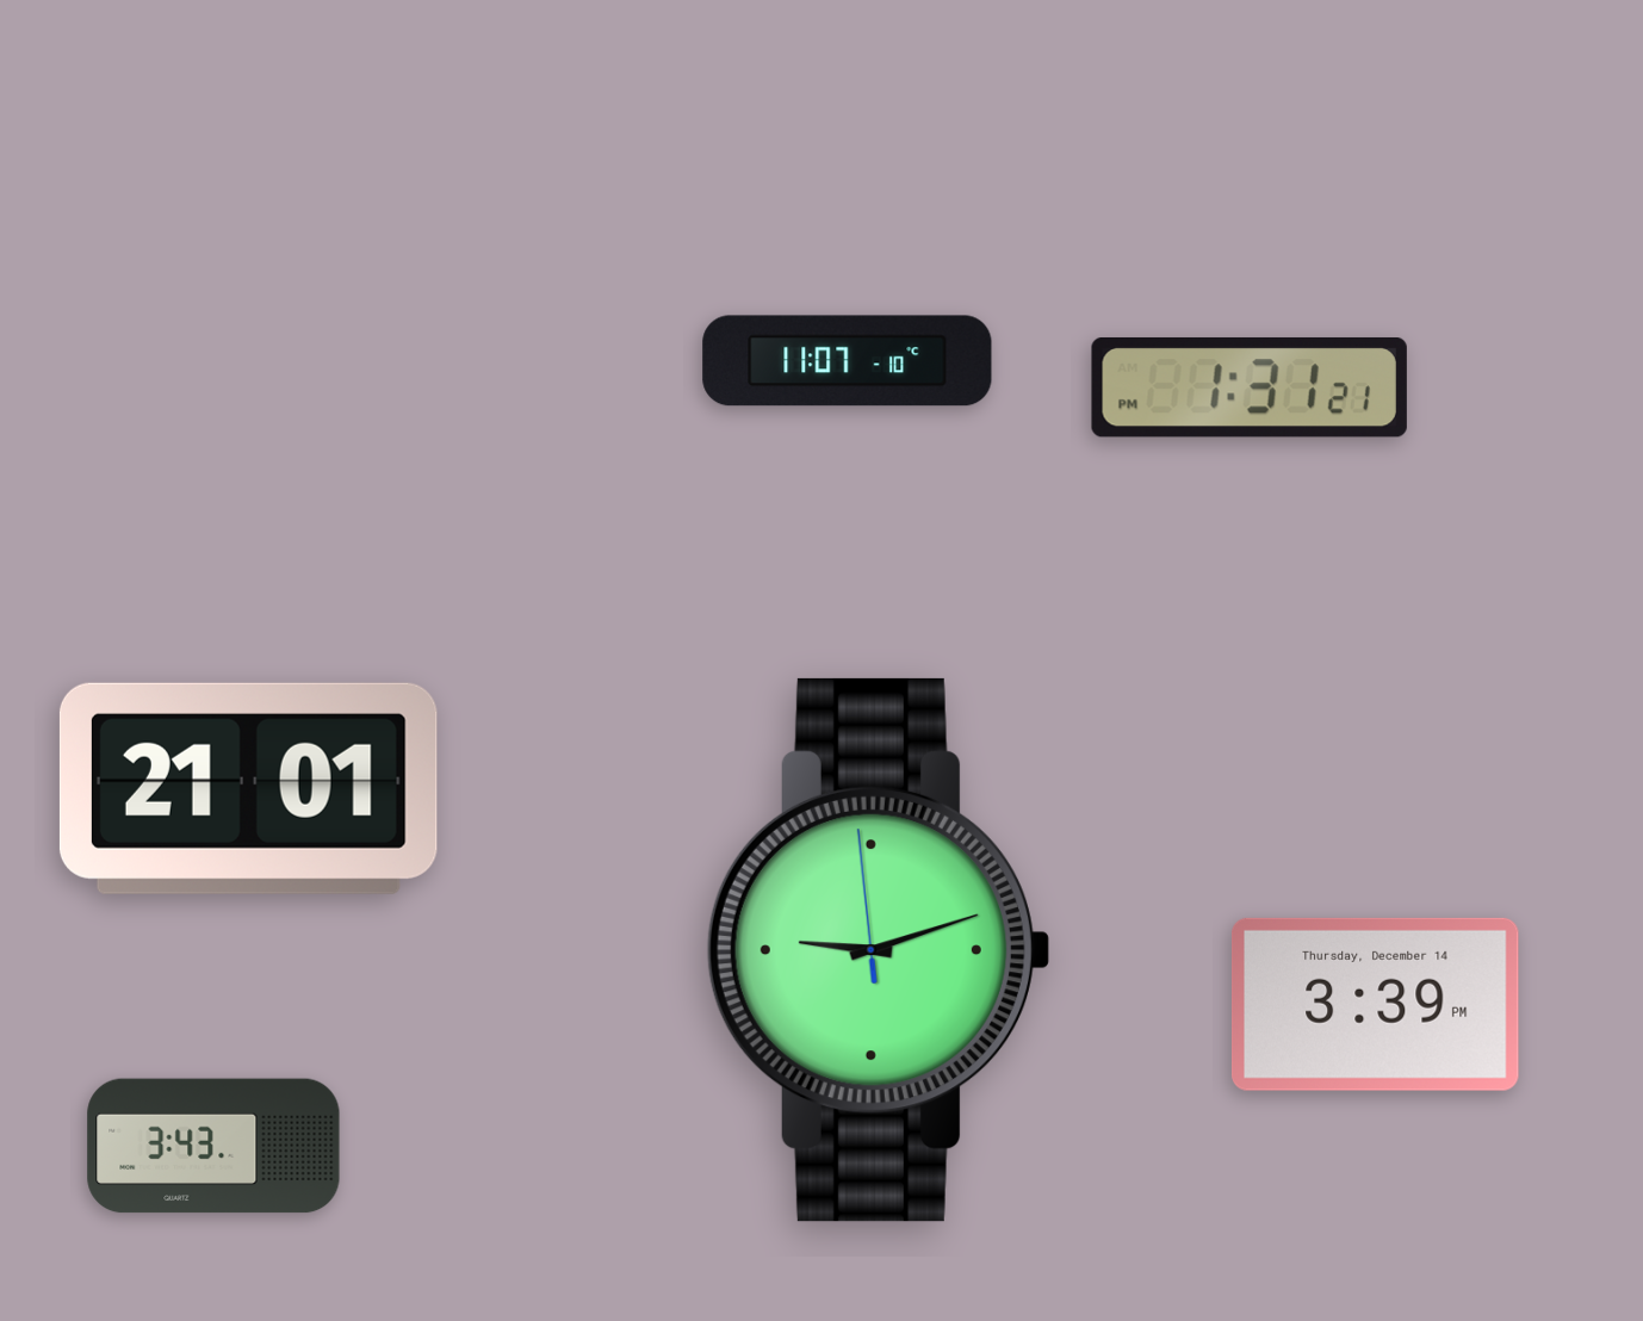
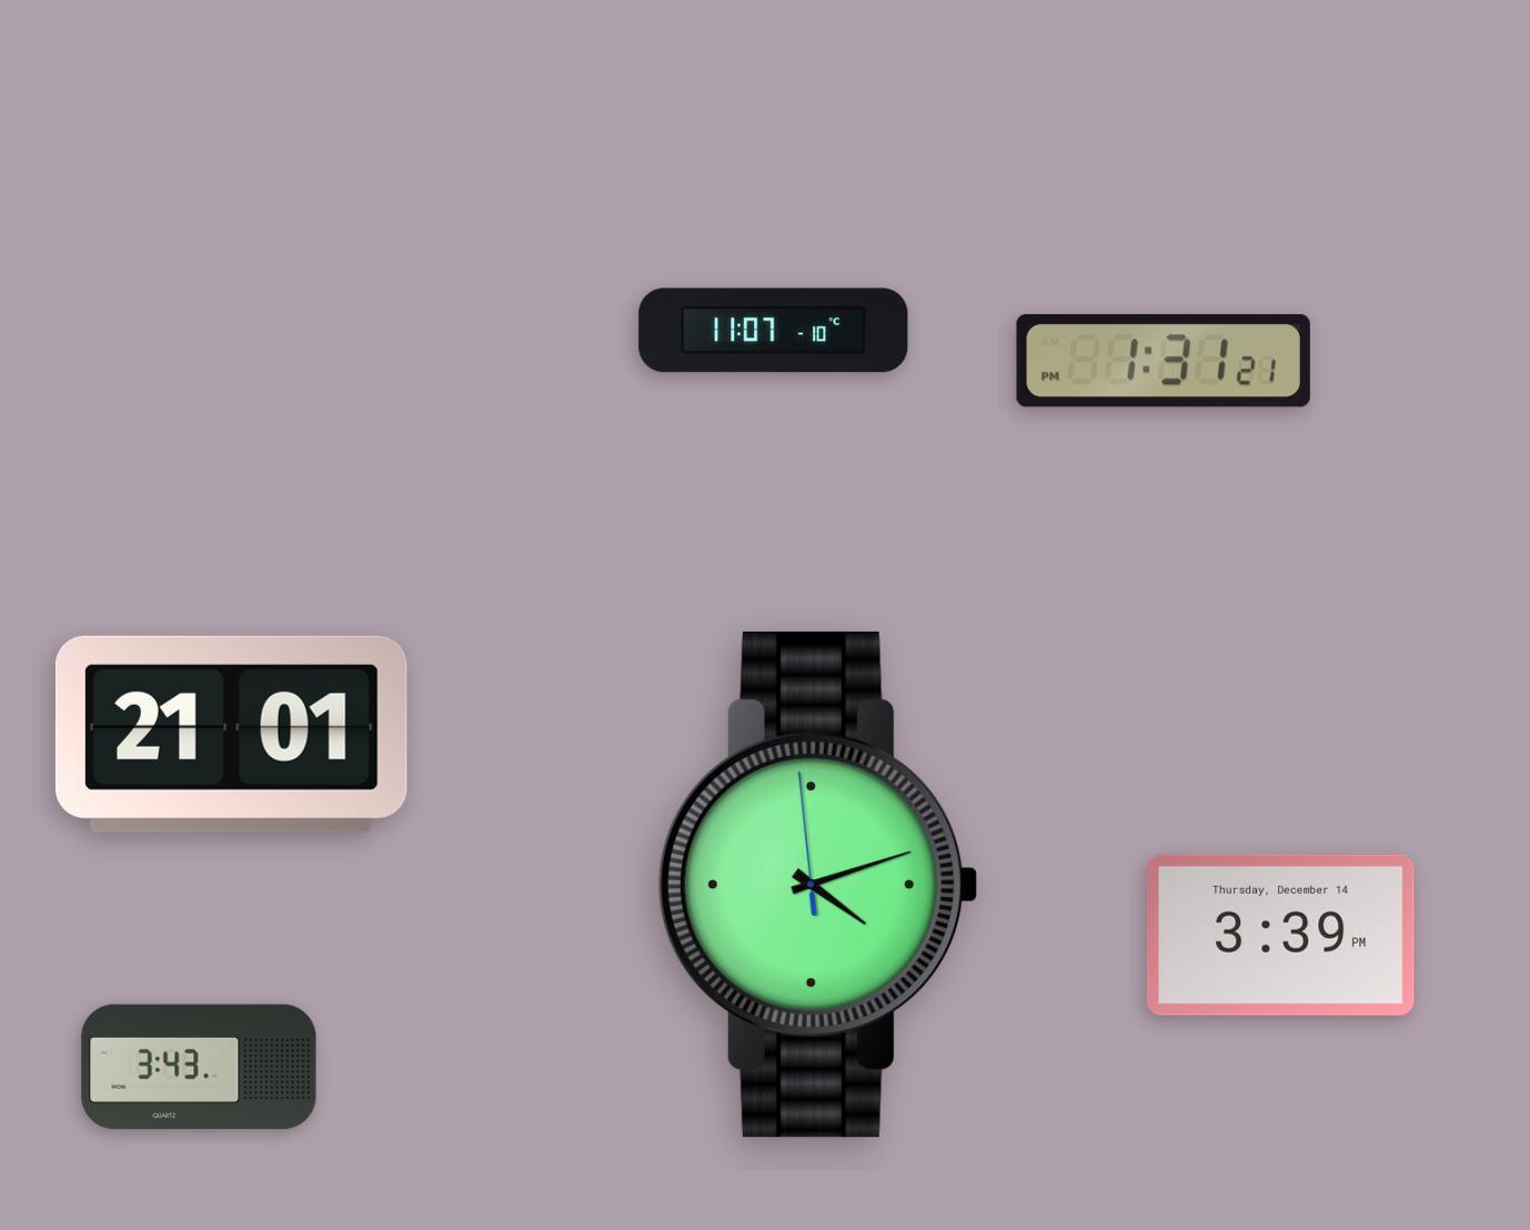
clock at (848, 361) position: (848, 361) -> (774, 331)
clock at (878, 950): 9:11 -> 4:11
